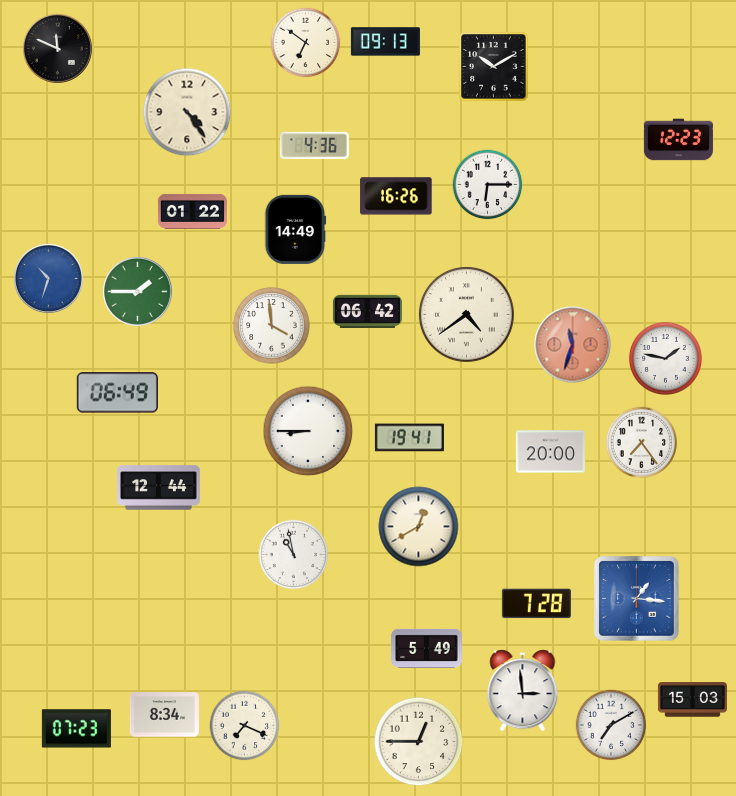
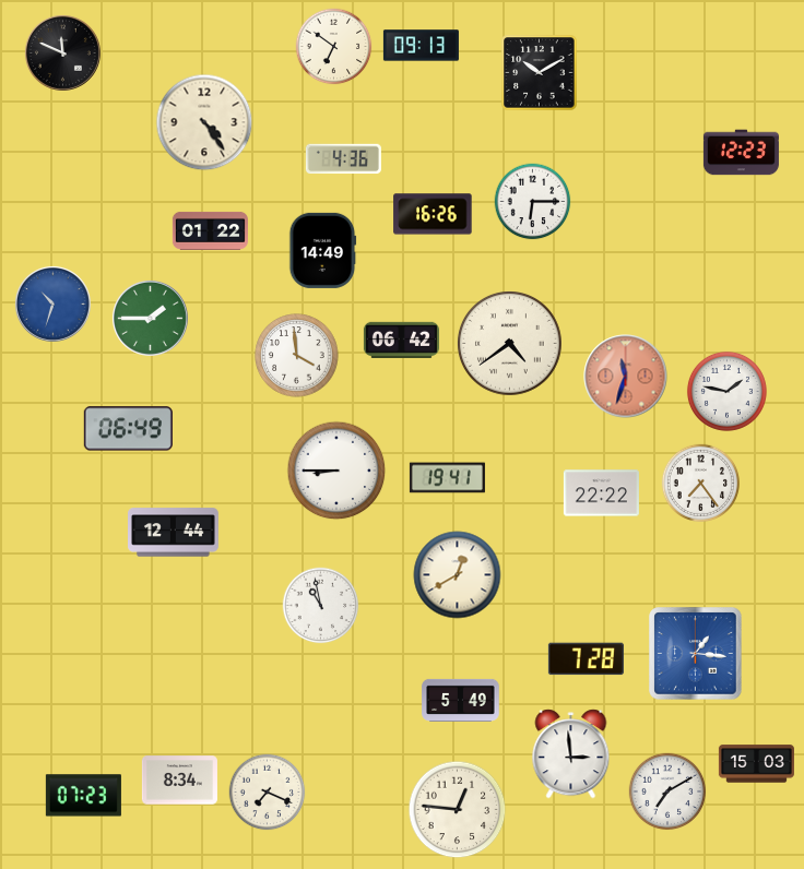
clock at (550, 452): 20:00 -> 22:22
clock at (427, 648) position: (427, 648) -> (461, 700)
clock at (419, 742): 12:45 -> 12:46
